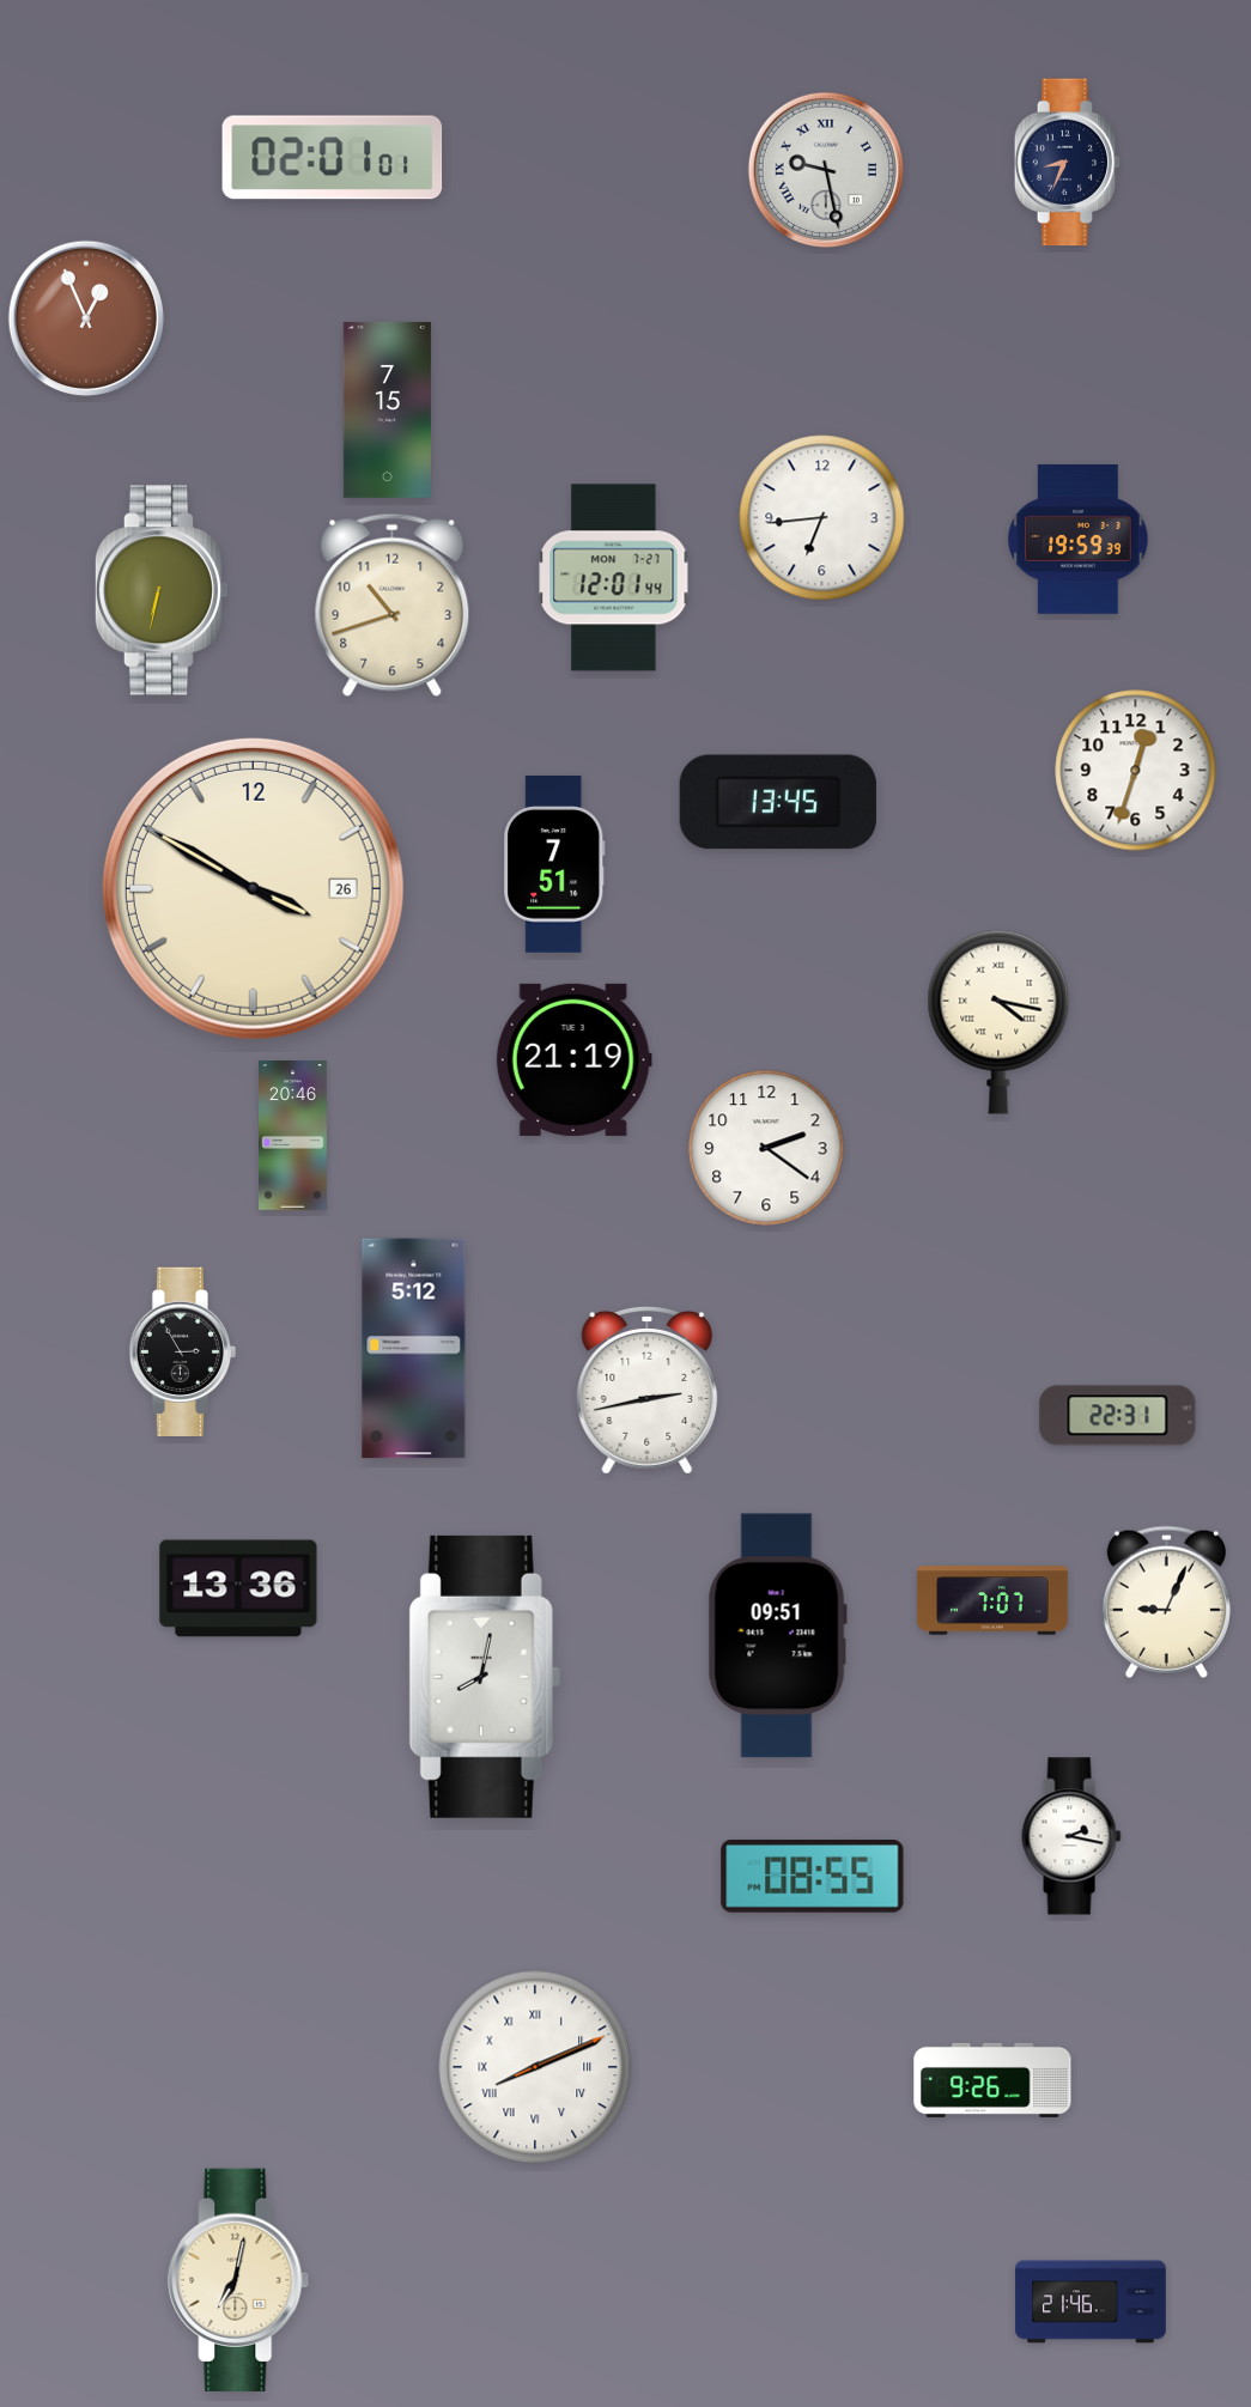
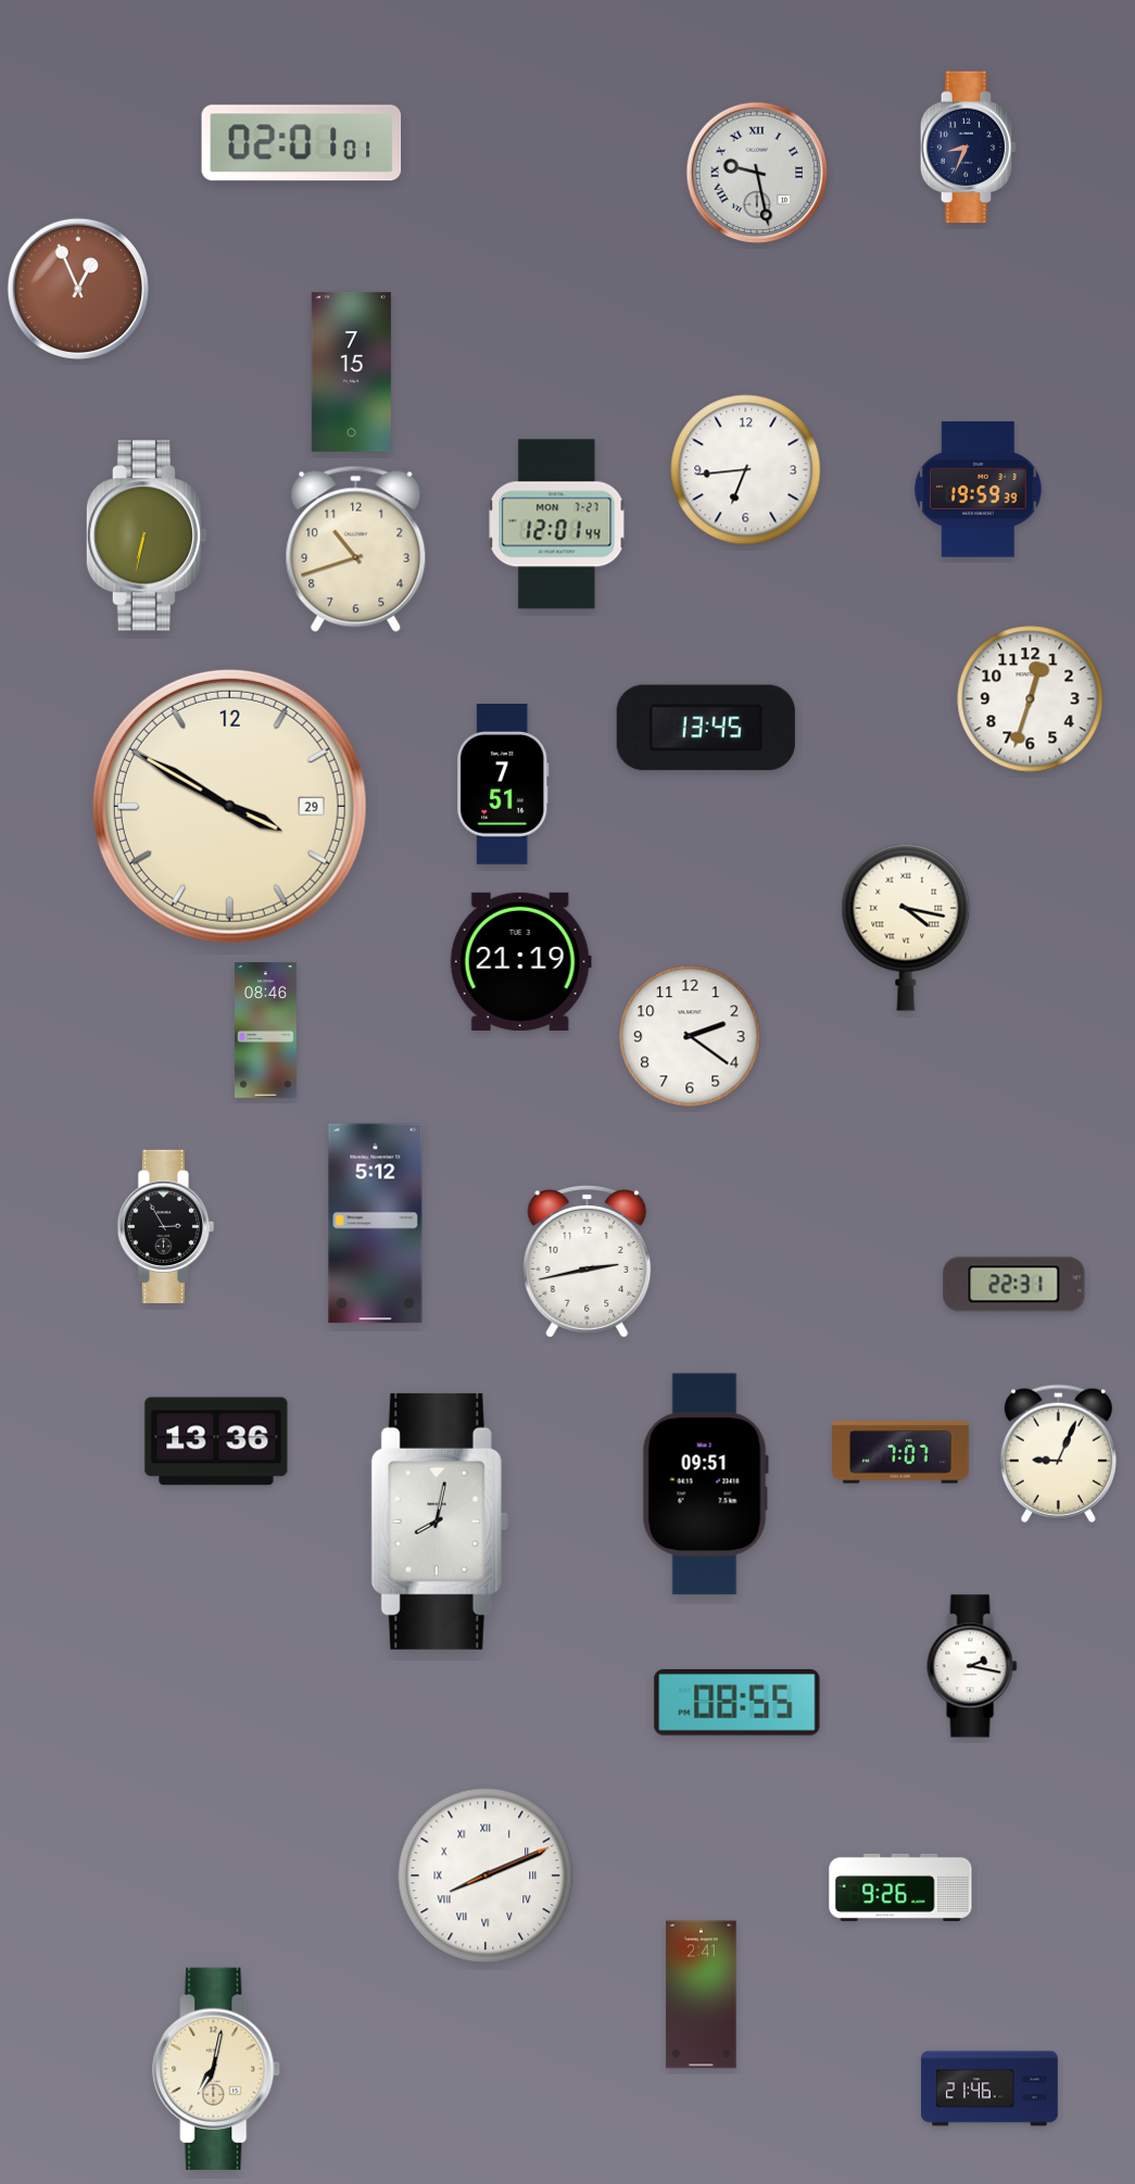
clock at (826, 170) position: (826, 170) -> (757, 173)
clock at (253, 888) date: 26 -> 29
clock at (293, 1136): 20:46 -> 08:46
clock at (766, 1148) position: (766, 1148) -> (690, 1036)
clock at (702, 1995): none -> 2:41
